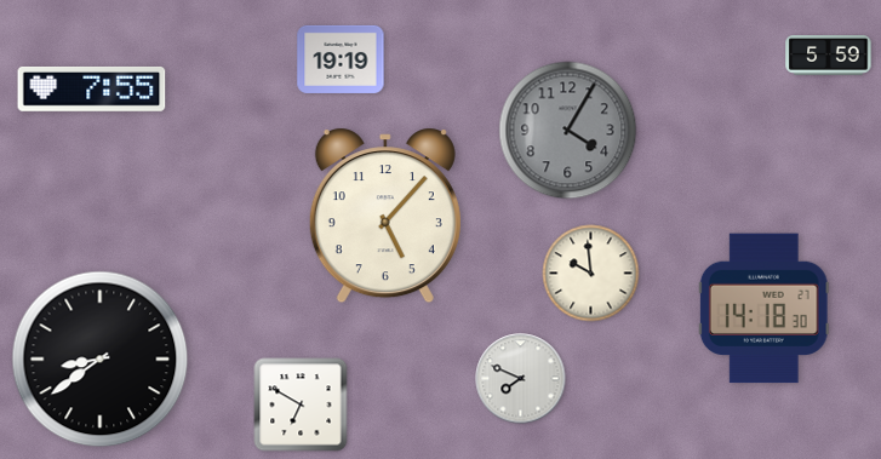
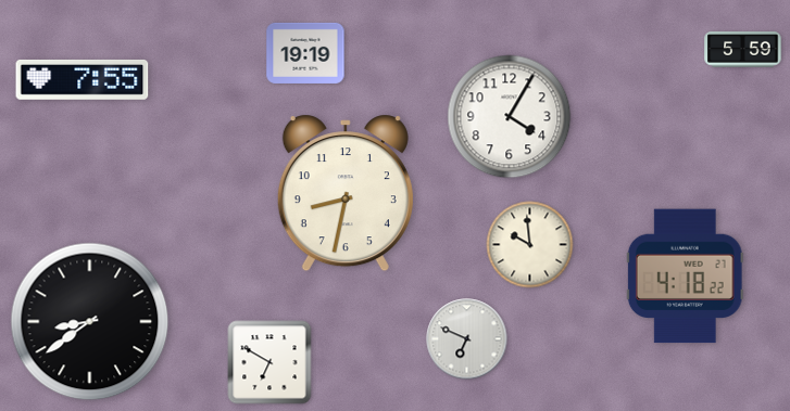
clock at (568, 131) dial: grey -> white
clock at (385, 216): 5:07 -> 8:32
clock at (763, 309): 14:18 -> 4:18
clock at (521, 379): 7:49 -> 6:49
